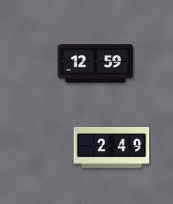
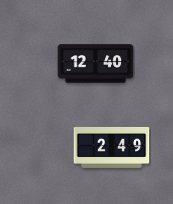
clock at (96, 64): 12:59 -> 12:40
